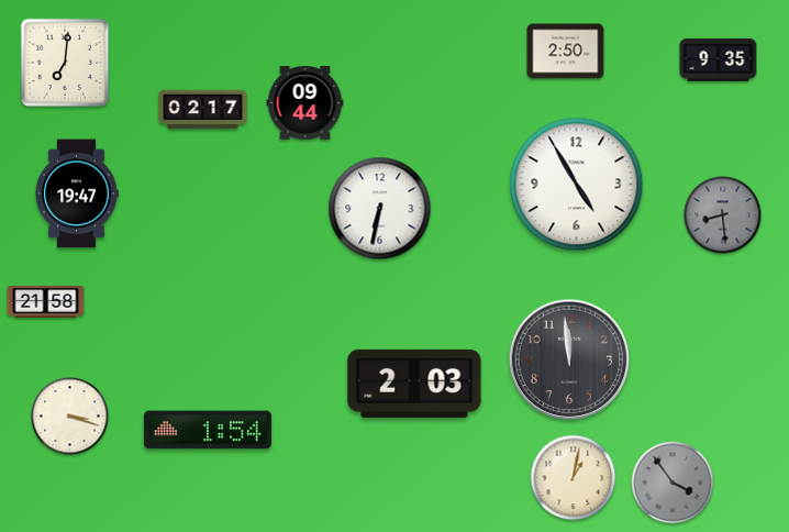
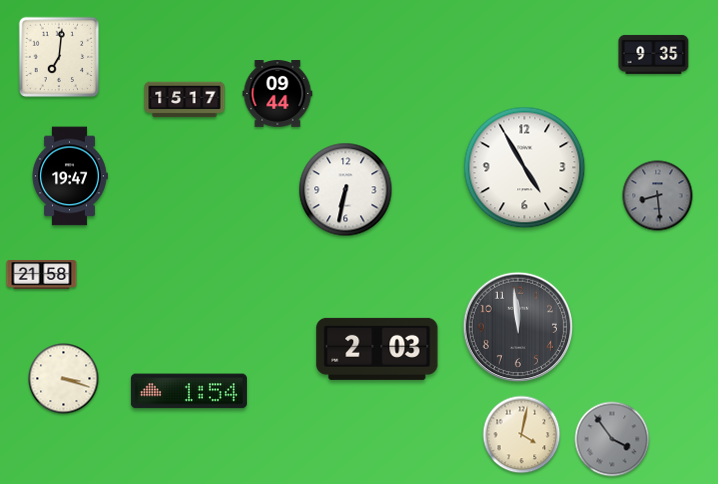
clock at (566, 52): 2:50 -> none
clock at (203, 110): 02:17 -> 15:17
clock at (574, 478): 1:02 -> 4:02
